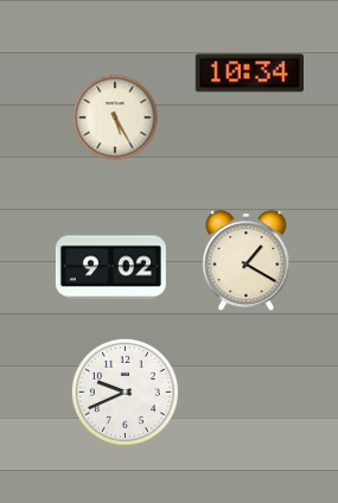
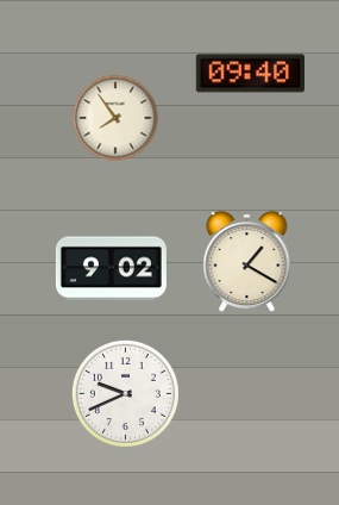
clock at (249, 74): 10:34 -> 09:40
clock at (115, 117): 5:25 -> 7:54
